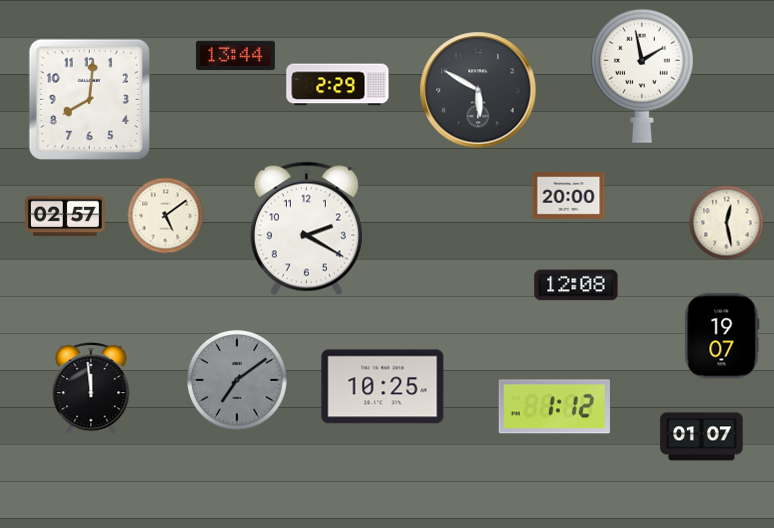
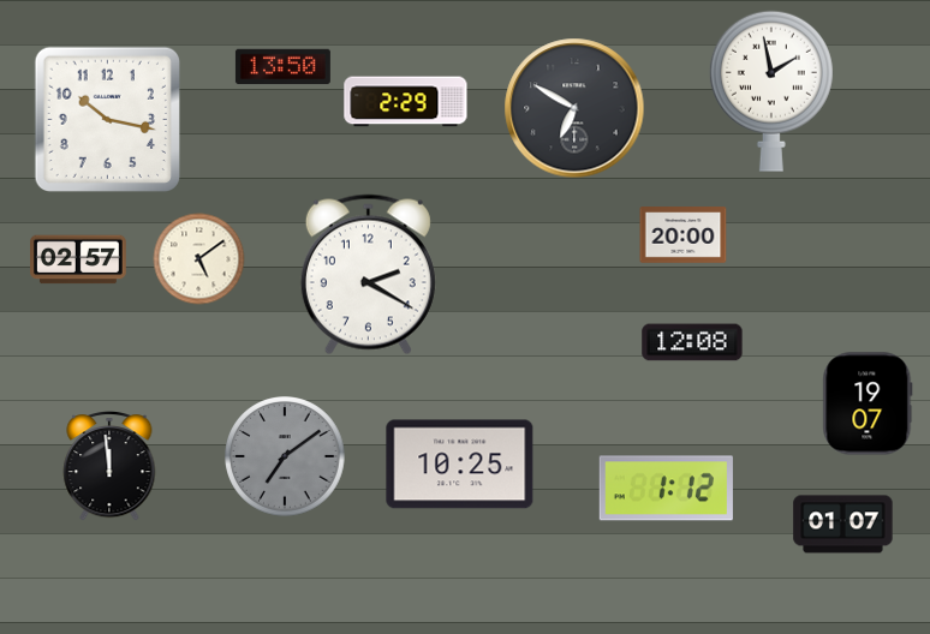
clock at (235, 56): 13:44 -> 13:50
clock at (478, 90): 5:50 -> 6:50
clock at (89, 99): 8:01 -> 10:17
clock at (727, 223): 12:28 -> none
